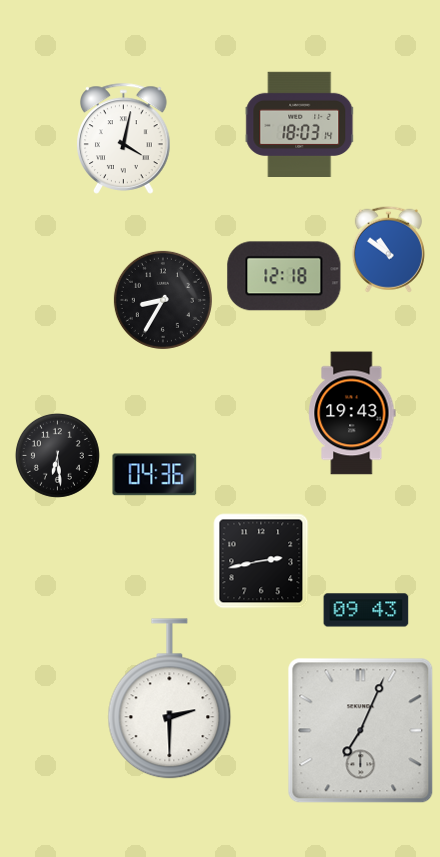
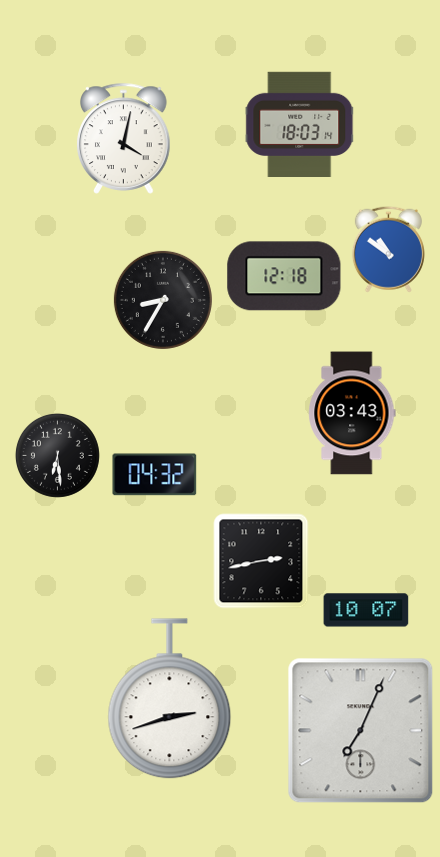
clock at (352, 413): 19:43 -> 03:43
clock at (155, 475): 04:36 -> 04:32
clock at (366, 610): 09:43 -> 10:07
clock at (170, 699): 2:30 -> 2:42
